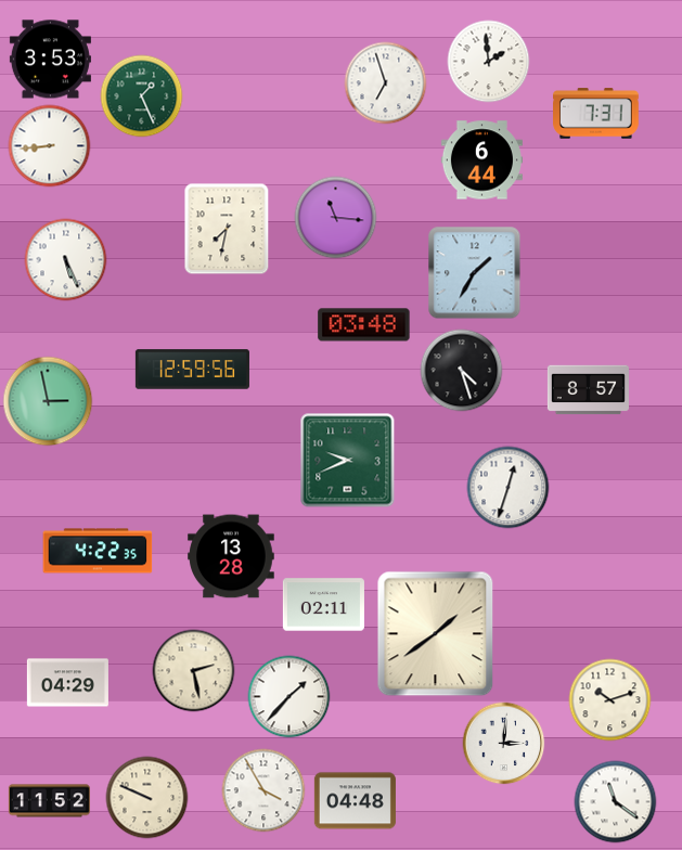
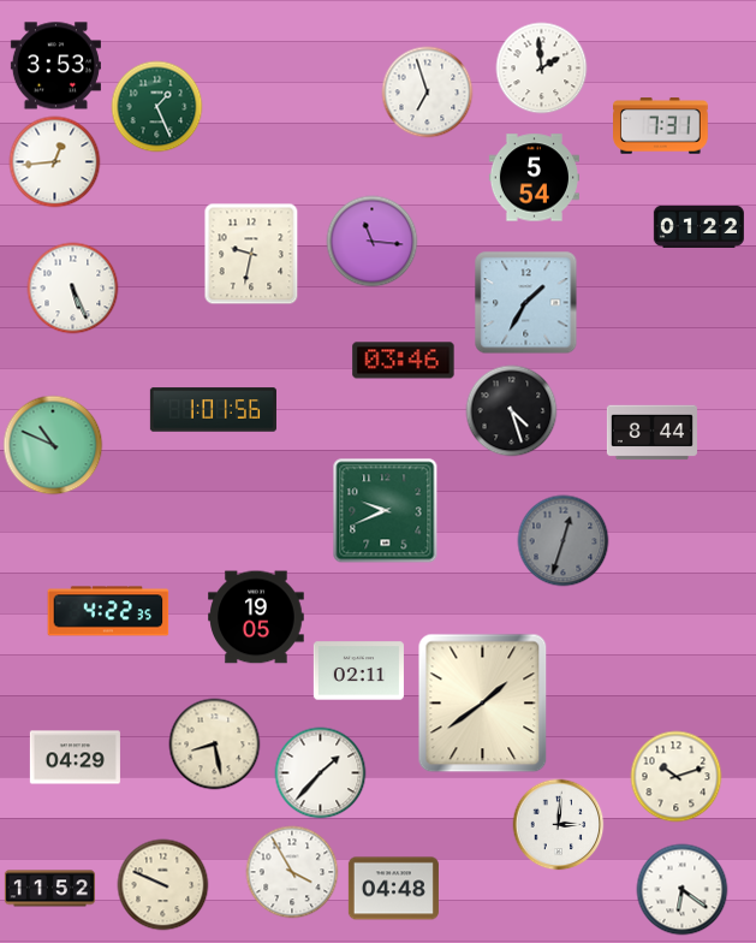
clock at (50, 146): 8:44 -> 12:44
clock at (481, 160): 6:44 -> 5:54
clock at (698, 226): none -> 01:22
clock at (227, 229): 7:32 -> 9:32
clock at (364, 325): 03:48 -> 03:46
clock at (192, 370): 12:59 -> 1:01
clock at (588, 390): 8:57 -> 8:44
clock at (48, 401): 2:58 -> 10:49
clock at (509, 488) dial: white -> grey
clock at (231, 556): 13:28 -> 19:05
clock at (194, 671): 2:28 -> 8:28
clock at (263, 790) position: (263, 790) -> (292, 872)
clock at (49, 801) position: (49, 801) -> (49, 889)
clock at (616, 802): 11:21 -> 6:21
